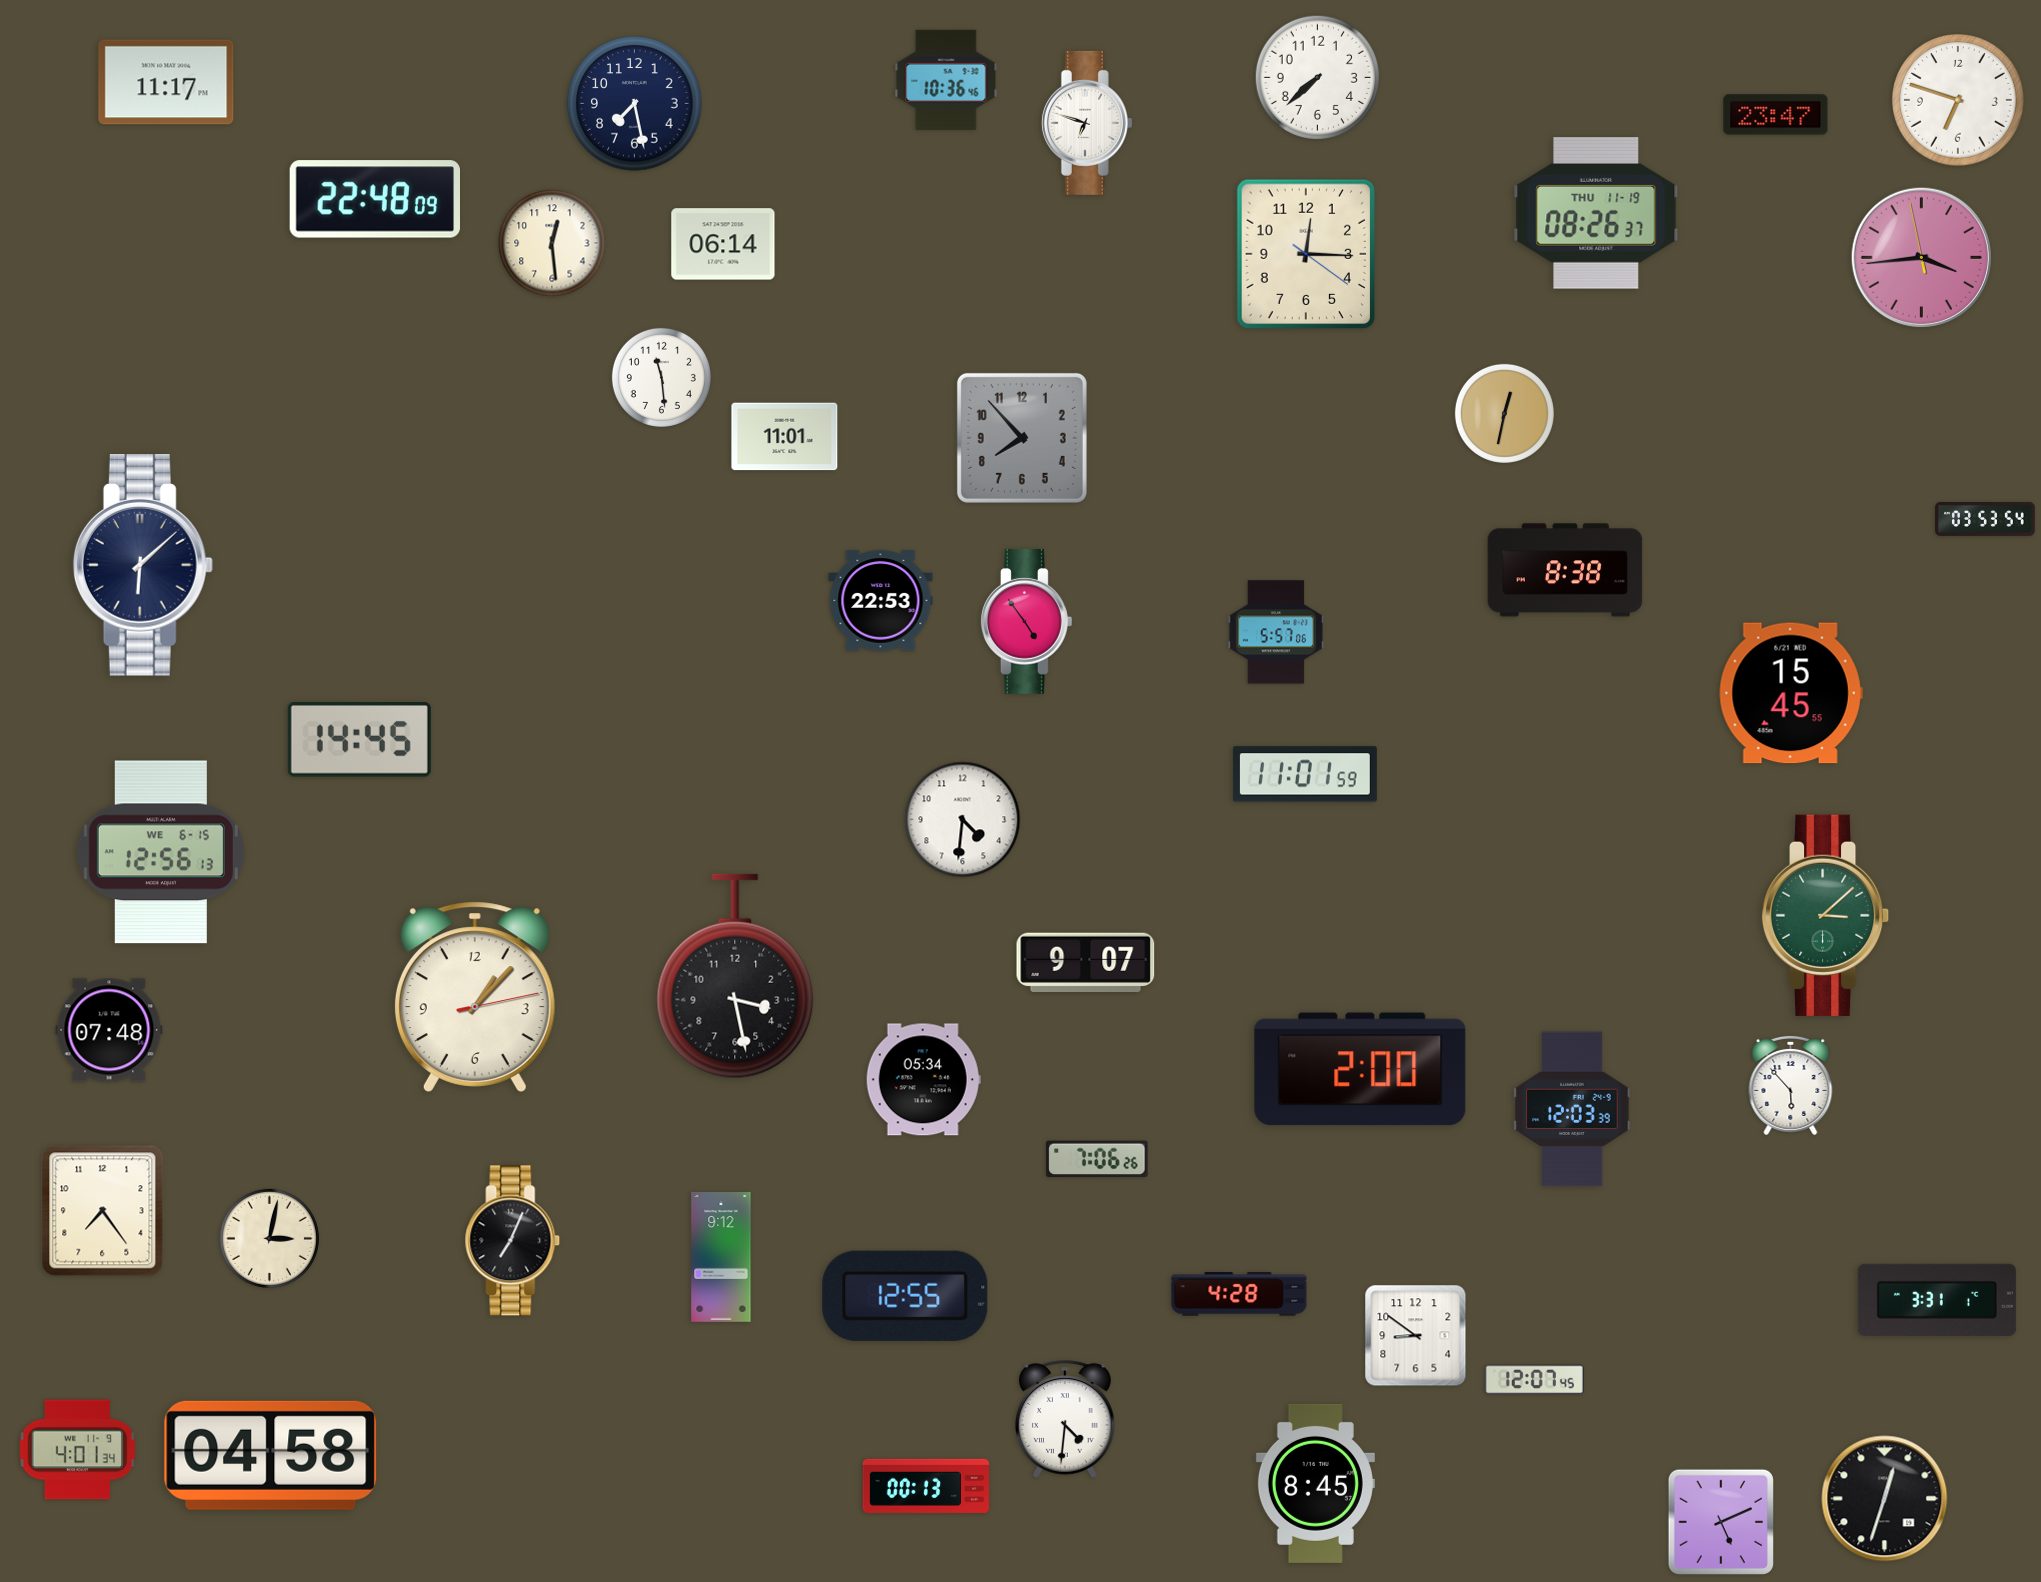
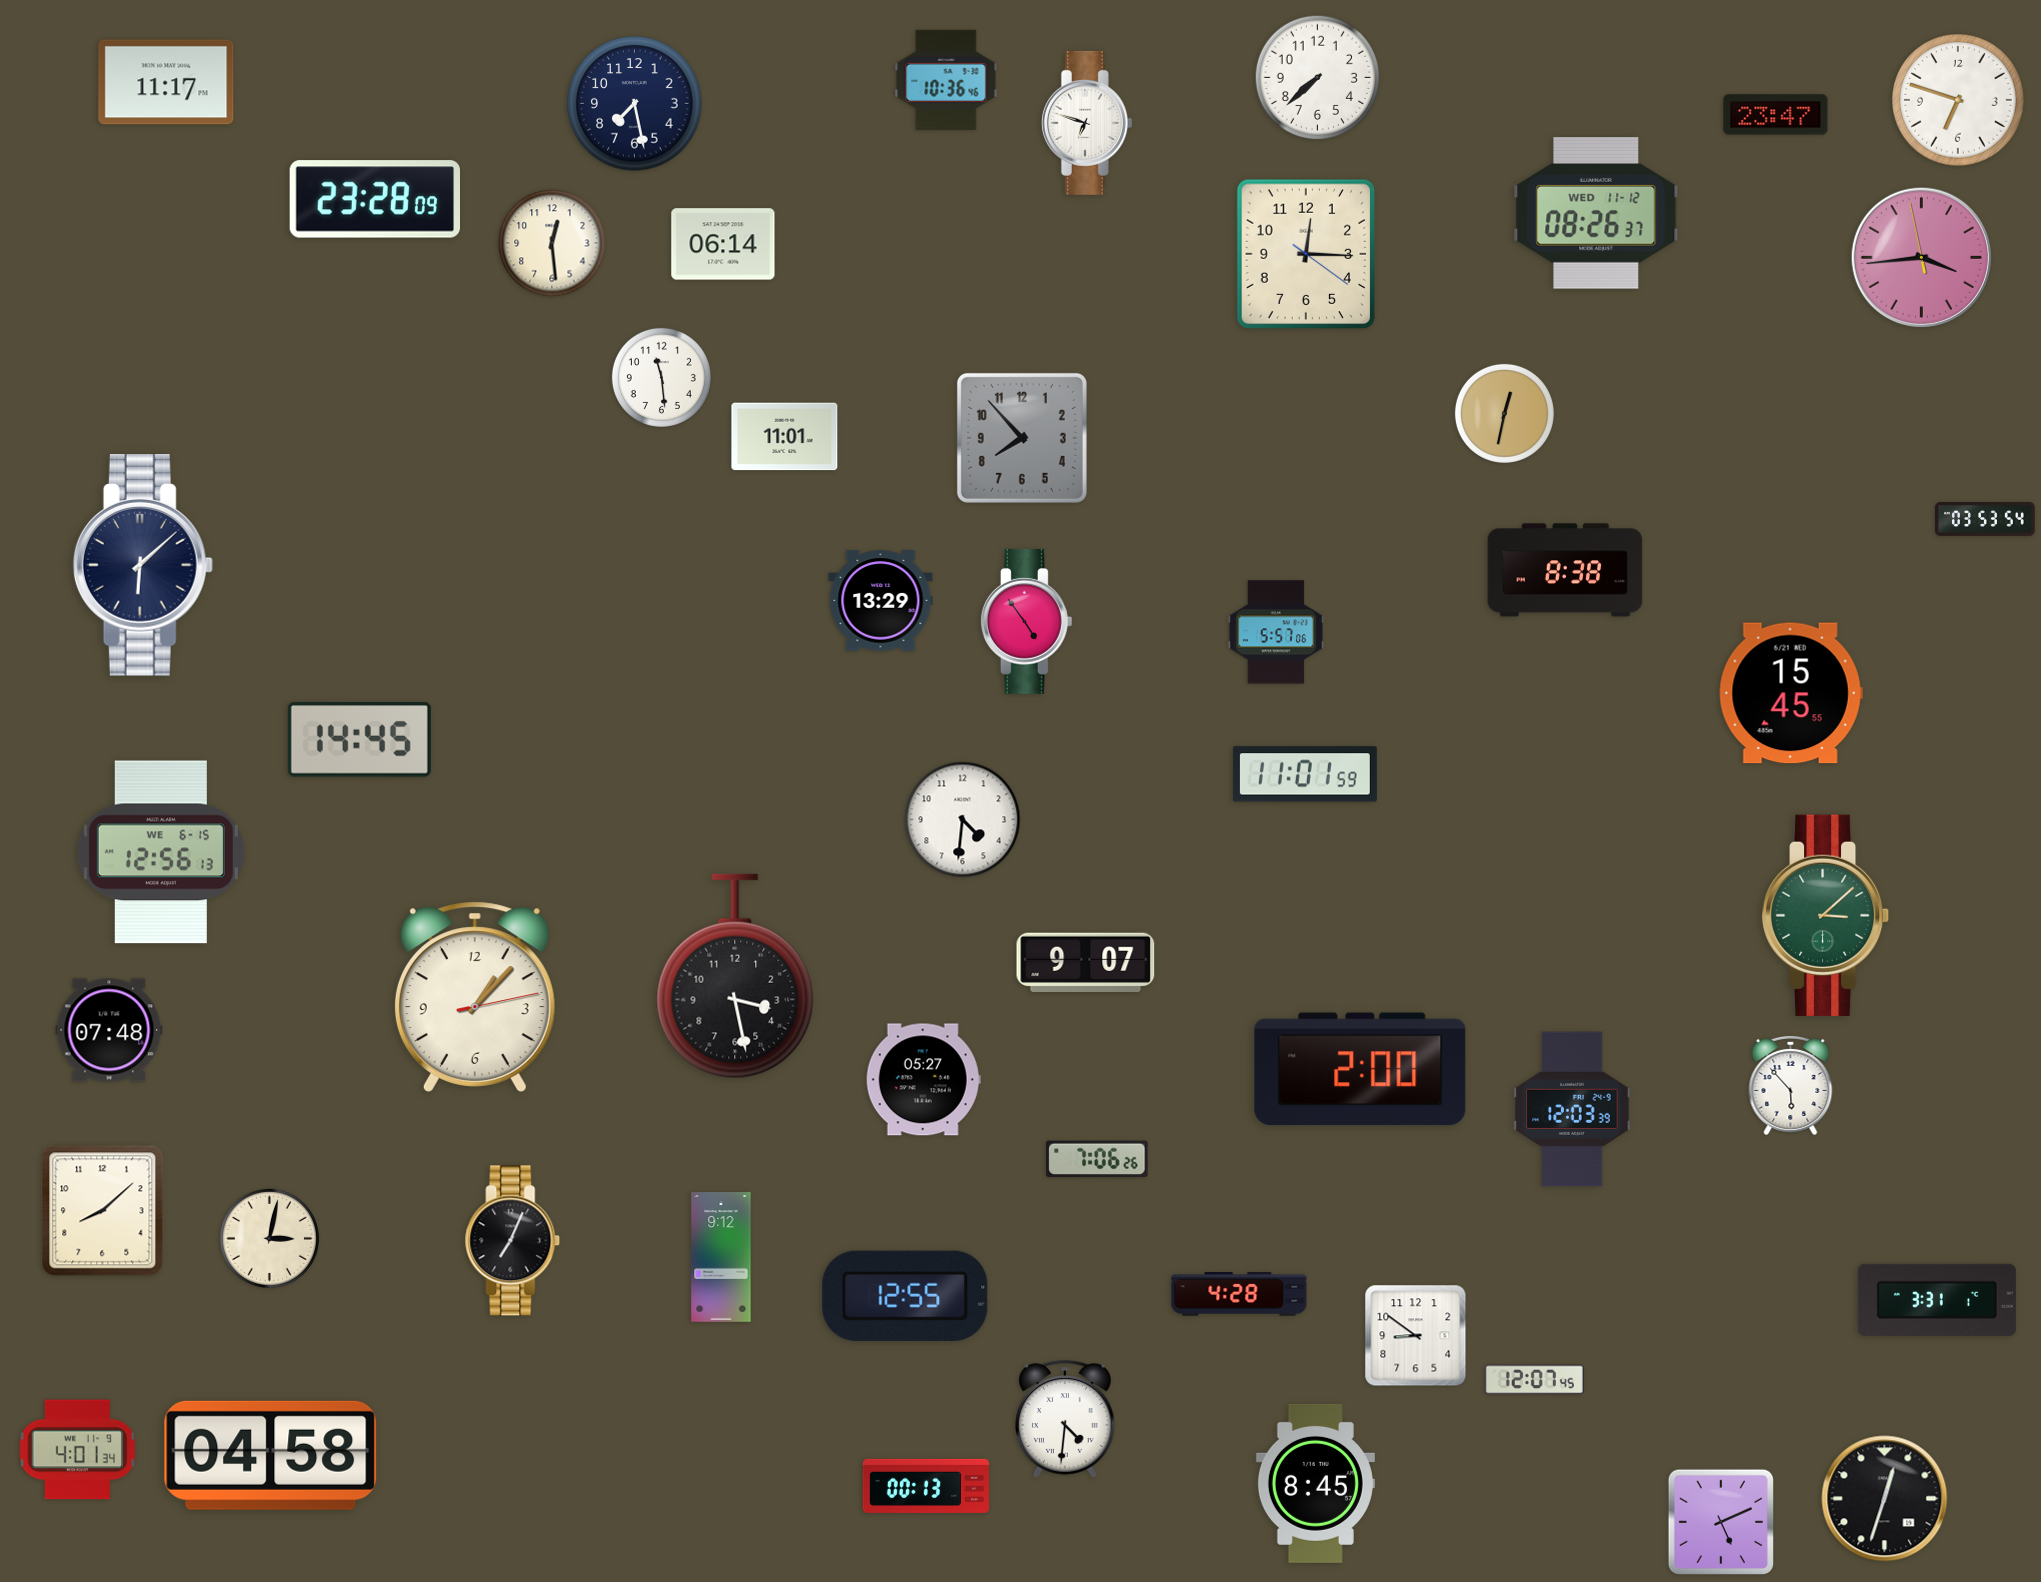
clock at (374, 199): 22:48 -> 23:28
clock at (1596, 213) date: THU 11-19 -> WED 11-12
clock at (881, 601): 22:53 -> 13:29
clock at (923, 1080): 05:34 -> 05:27
clock at (103, 1211): 7:24 -> 8:08
